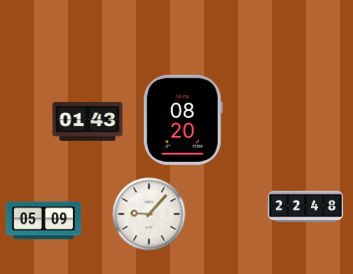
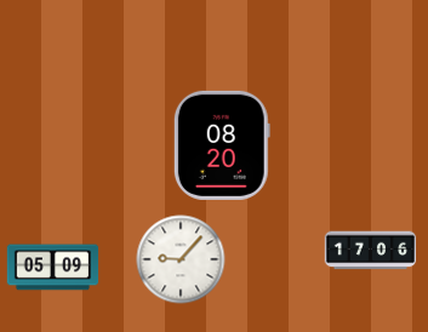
clock at (88, 122): 01:43 -> none
clock at (306, 207): 22:48 -> 17:06
